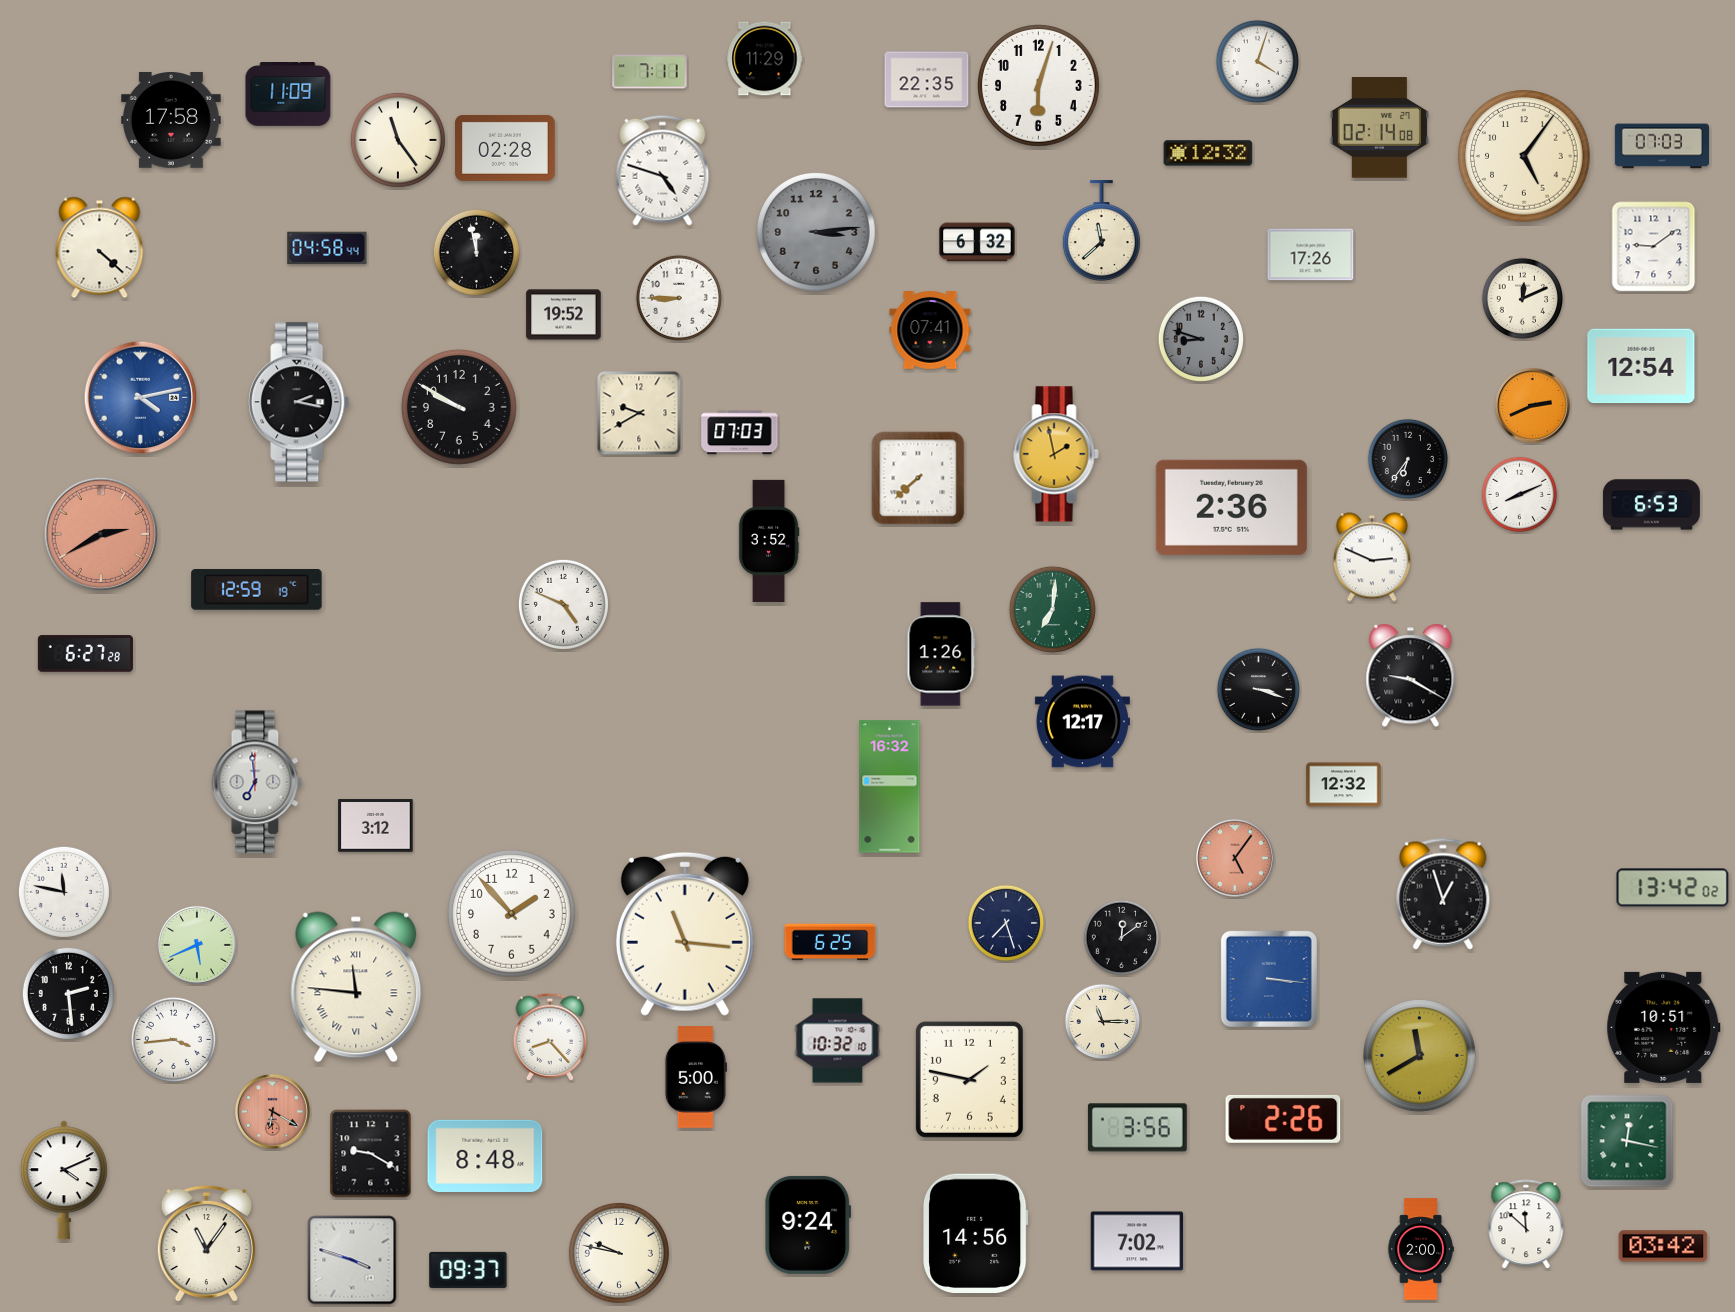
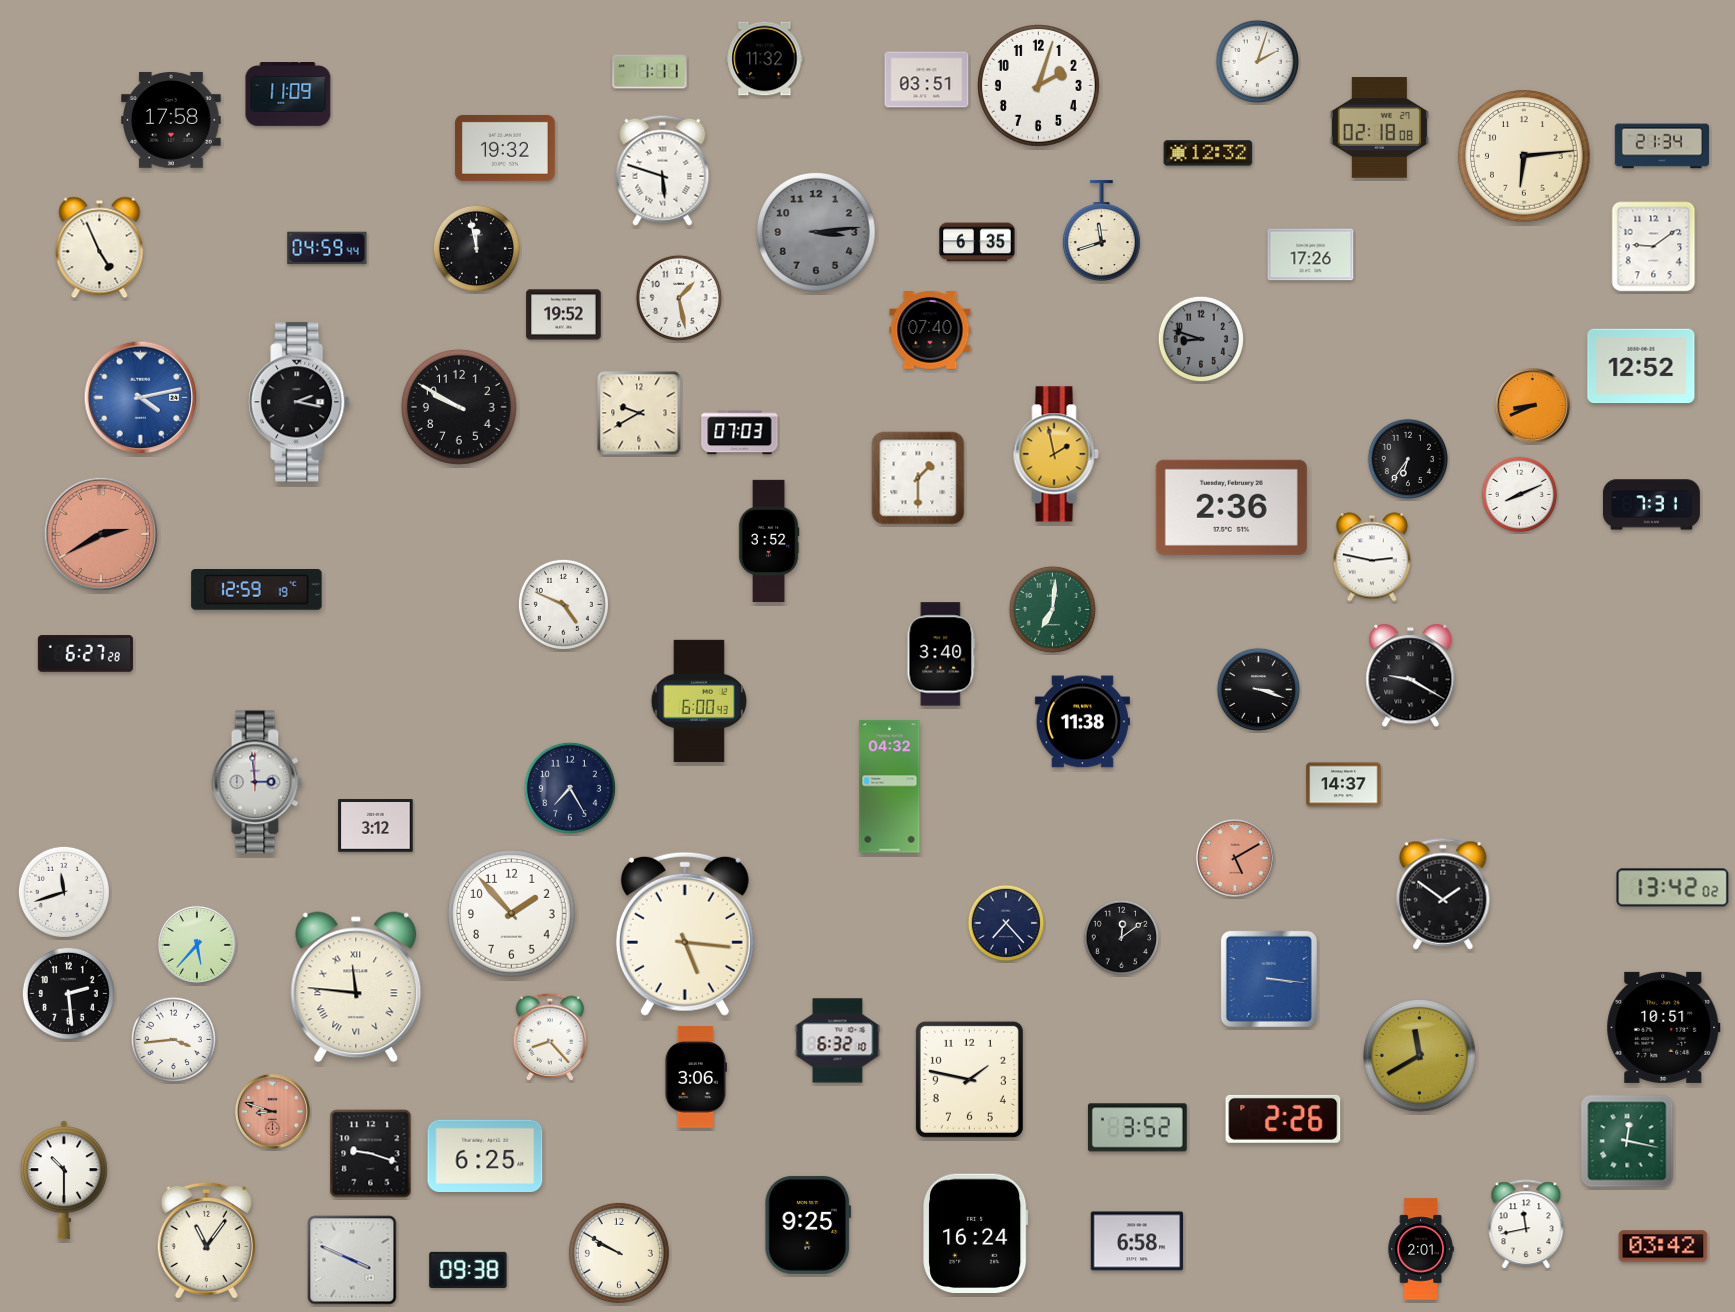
clock at (765, 59): 11:29 -> 11:32
clock at (1257, 61): 4:03 -> 2:03
clock at (650, 72): 7:11 -> 1:11
clock at (927, 80): 22:35 -> 03:51
clock at (1039, 86): 6:03 -> 2:03
clock at (1379, 128): 02:14 -> 02:18
clock at (398, 140): 11:24 -> none
clock at (1661, 146): 07:03 -> 21:34
clock at (505, 148): 02:28 -> 19:32
clock at (1524, 156): 5:06 -> 6:14
clock at (663, 170): 4:48 -> 5:48
clock at (1101, 230): 11:38 -> 11:42
clock at (977, 242): 6:32 -> 6:35
clock at (100, 248): 4:22 -> 4:56
clock at (327, 248): 04:58 -> 04:59
clock at (476, 252) position: (476, 252) -> (476, 248)
clock at (679, 298): 8:45 -> 1:28
clock at (1522, 298): 12:11 -> none
clock at (930, 331): 07:41 -> 07:40
clock at (1641, 366): 12:54 -> 12:52
clock at (1532, 405): 2:41 -> 8:41
clock at (918, 478): 7:38 -> 1:30
clock at (1651, 505): 6:53 -> 7:31
clock at (1372, 557): 2:49 -> 2:47
clock at (941, 654): 1:26 -> 3:40
clock at (698, 701): none -> 6:00
clock at (1082, 722): 12:17 -> 11:38
clock at (257, 782): 6:59 -> 2:59
clock at (1344, 785): 12:32 -> 14:37
clock at (890, 787): 16:32 -> 04:32
clock at (570, 788): none -> 7:25
clock at (1235, 858): 5:06 -> 5:10
clock at (64, 892): 11:47 -> 11:42
clock at (1443, 894): 12:57 -> 1:51
clock at (1006, 923): 7:27 -> 7:23
clock at (685, 934): 11:16 -> 5:16
clock at (830, 942): 6:25 -> none
clock at (197, 945): 5:41 -> 5:37
clock at (1103, 1022): 11:15 -> none
clock at (838, 1041): 10:32 -> 6:32
clock at (695, 1077): 5:00 -> 3:06
clock at (272, 1111): 6:20 -> 8:48
clock at (1137, 1128): 3:56 -> 3:52
clock at (371, 1154): 9:20 -> 9:18
clock at (485, 1155): 8:48 -> 6:25
clock at (64, 1180): 4:11 -> 10:30
clock at (808, 1225): 9:24 -> 9:25
clock at (1526, 1225): 11:52 -> 11:43
clock at (976, 1234): 14:56 -> 16:24
clock at (1137, 1241): 7:02 -> 6:58
clock at (206, 1244) position: (206, 1244) -> (206, 1241)
clock at (1421, 1249): 2:00 -> 2:01
clock at (619, 1253): 9:47 -> 9:50
clock at (352, 1260): 3:48 -> 3:49
clock at (468, 1270): 09:37 -> 09:38
